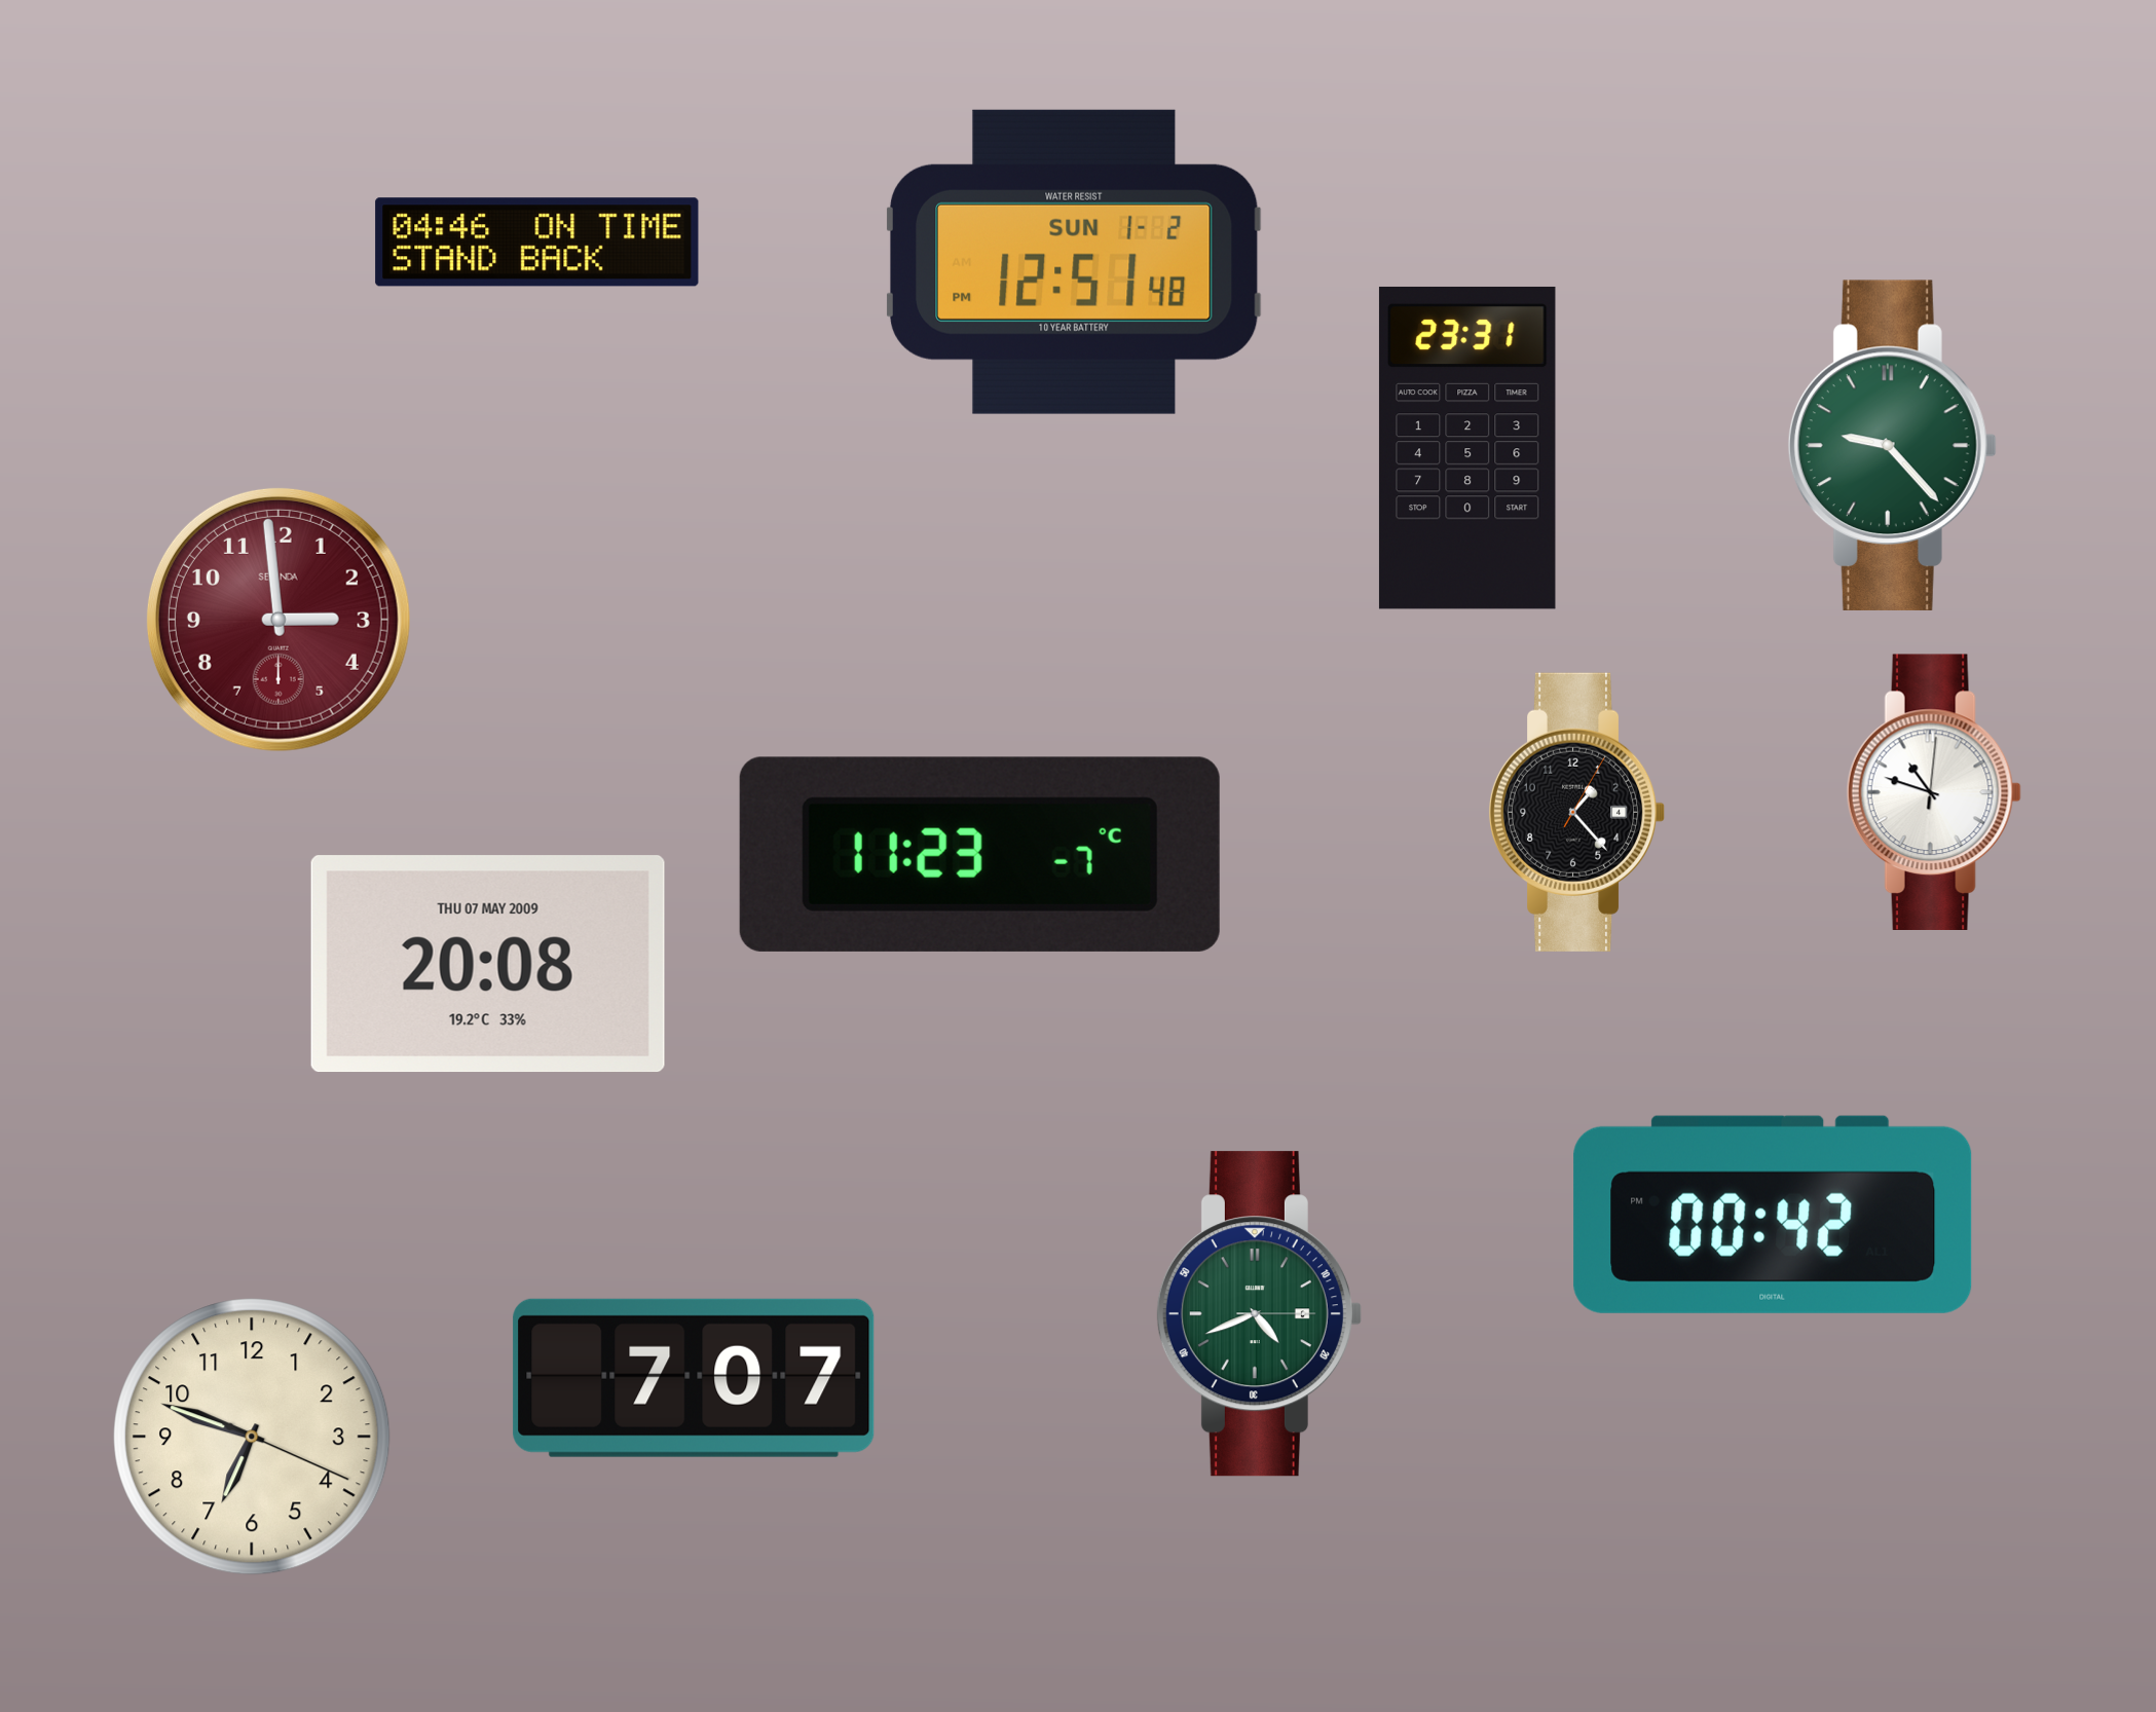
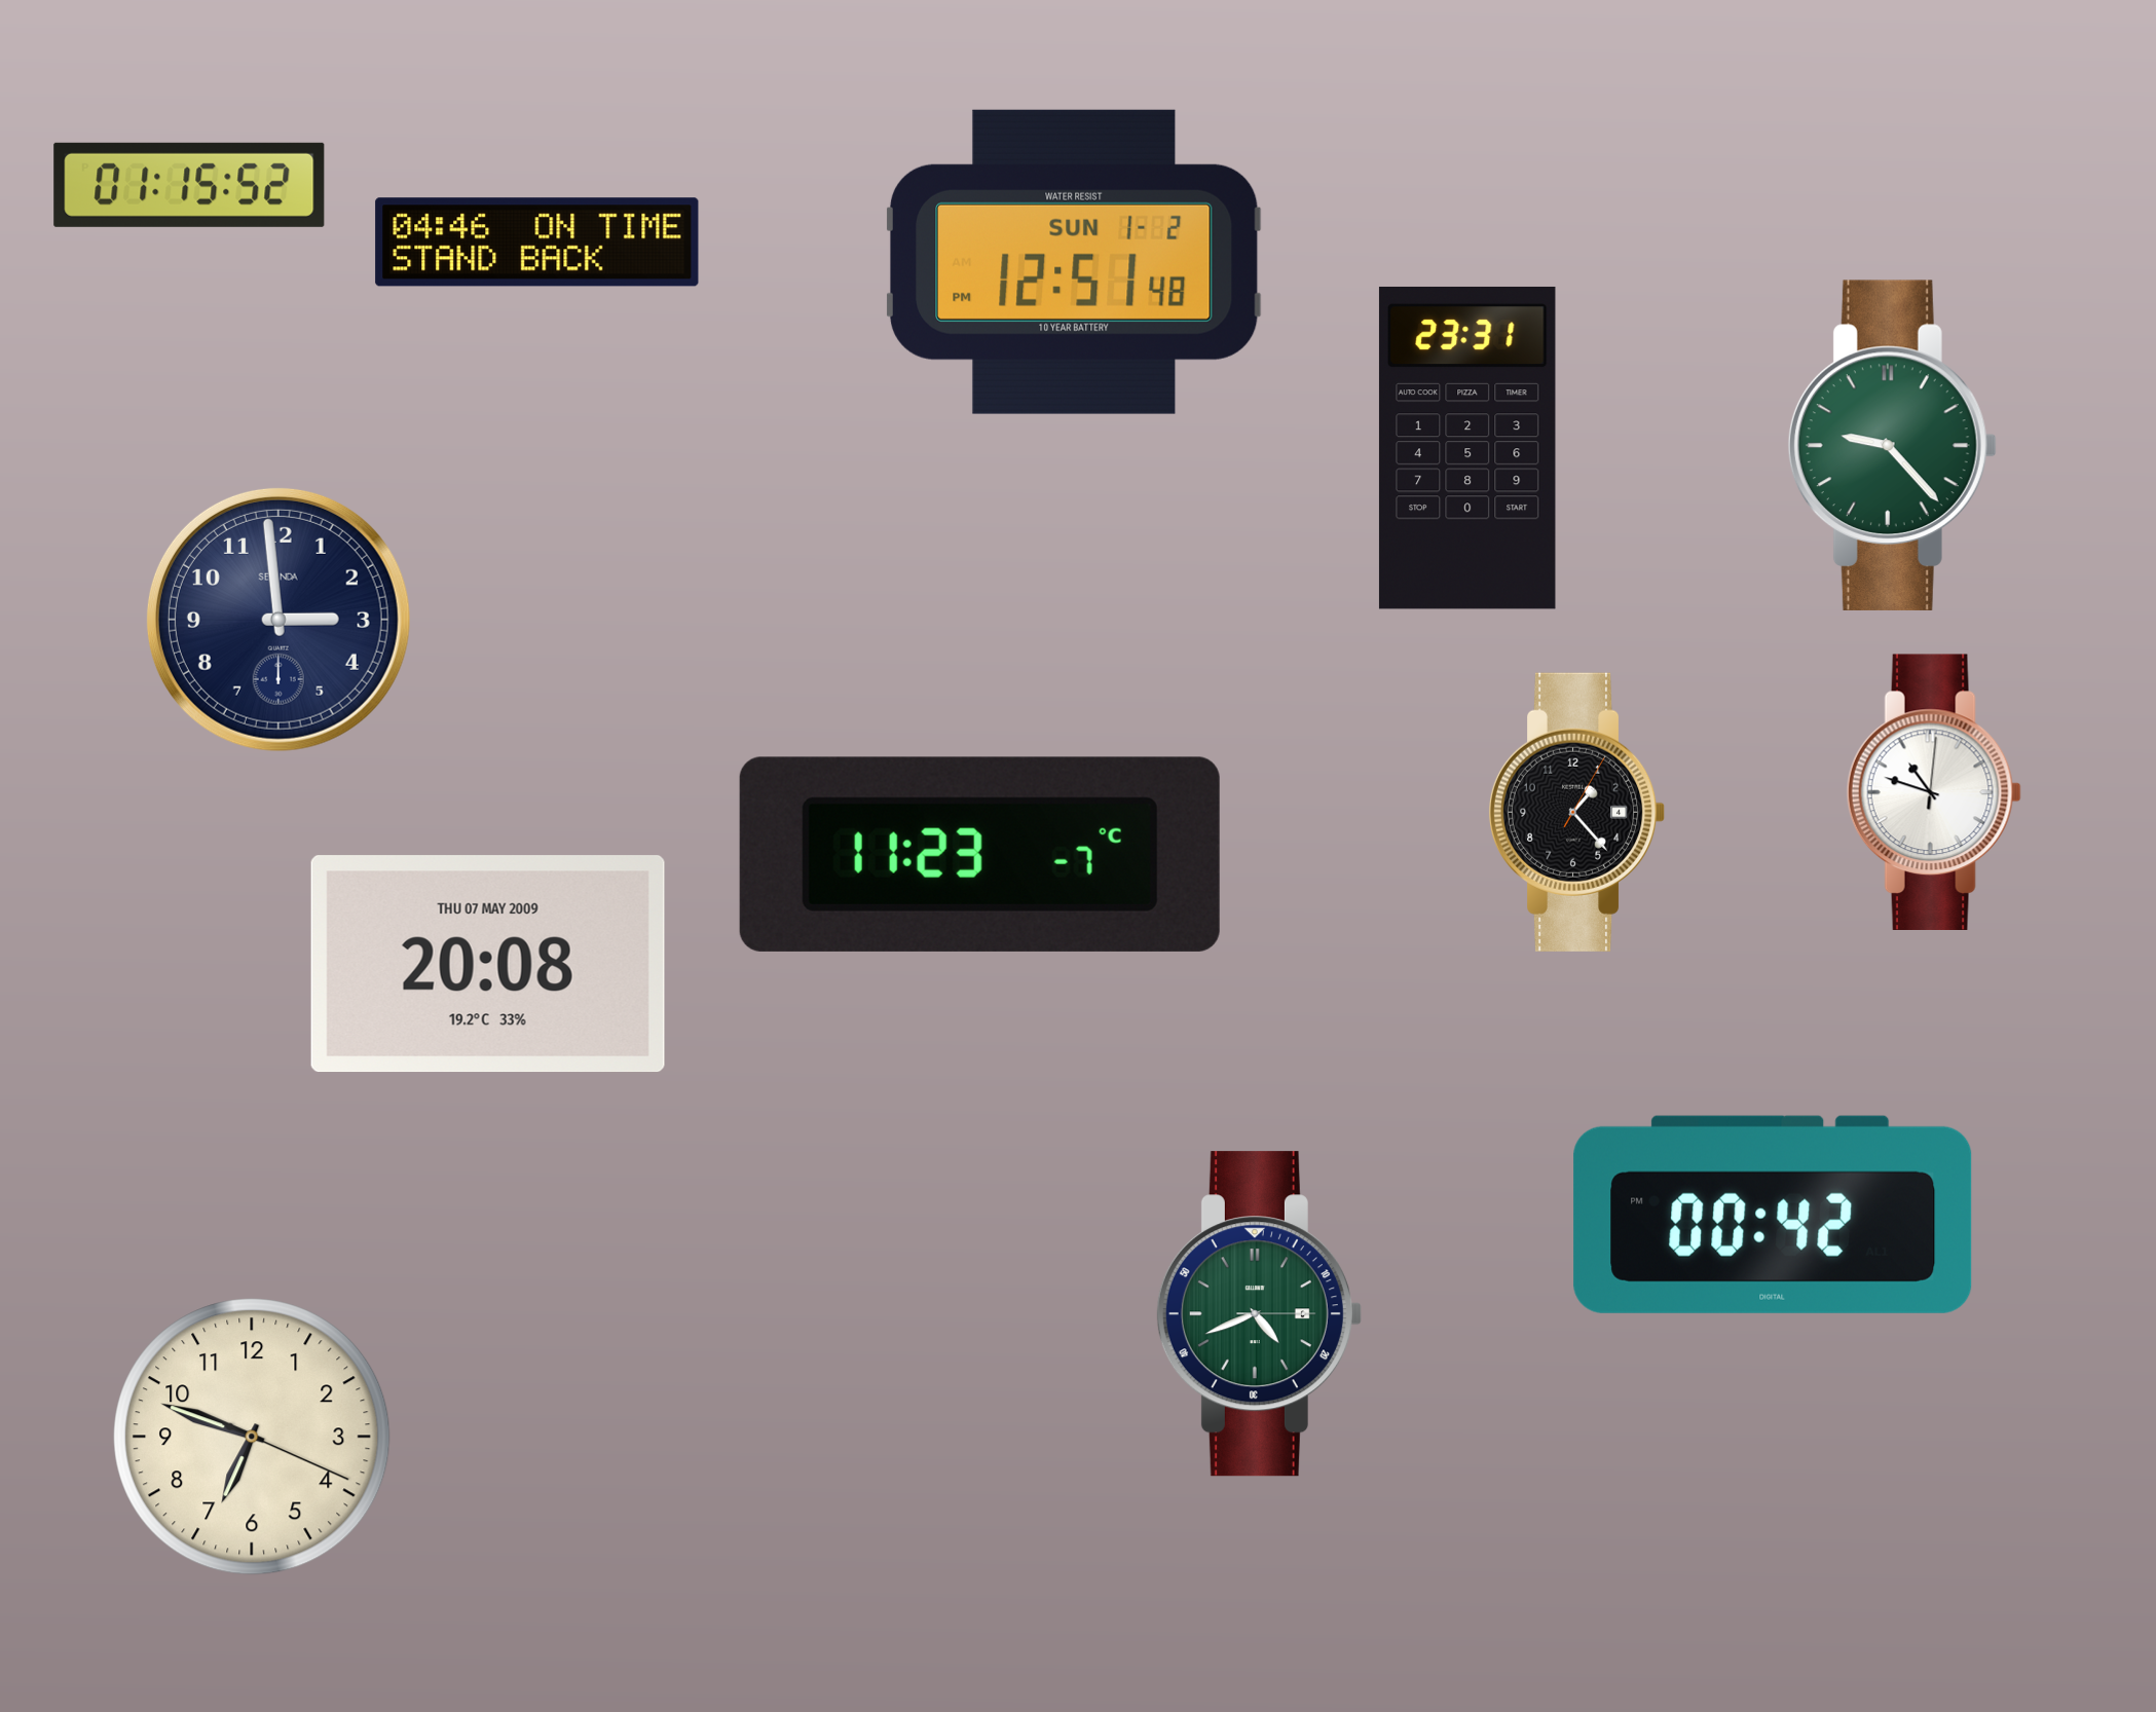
clock at (189, 185): none -> 01:15
clock at (278, 620) dial: burgundy -> navy
clock at (694, 1378): 7:07 -> none
